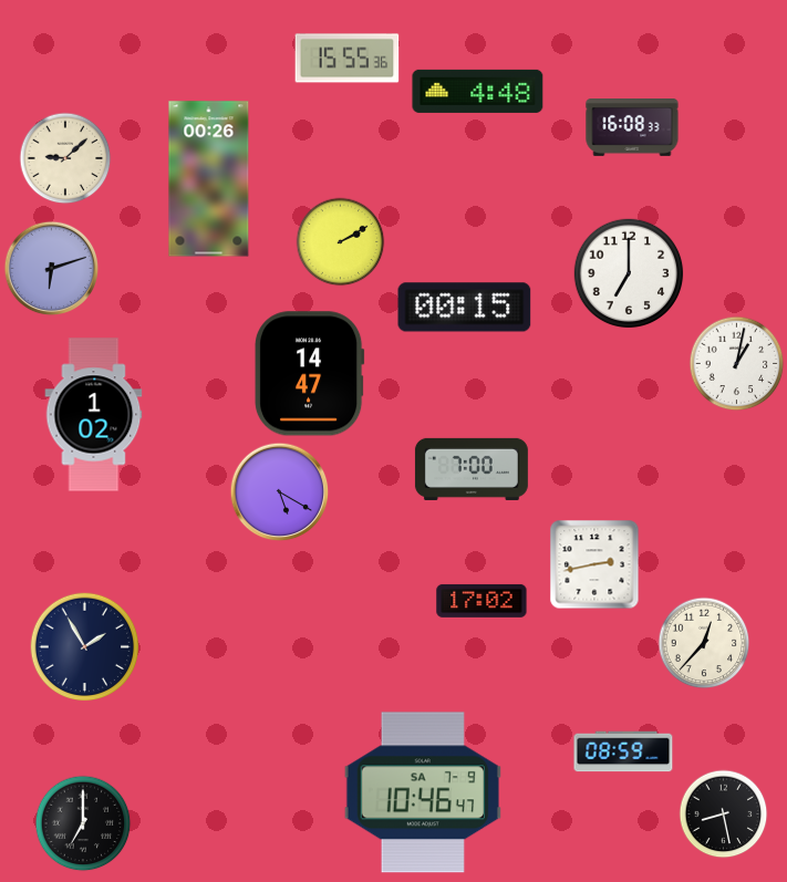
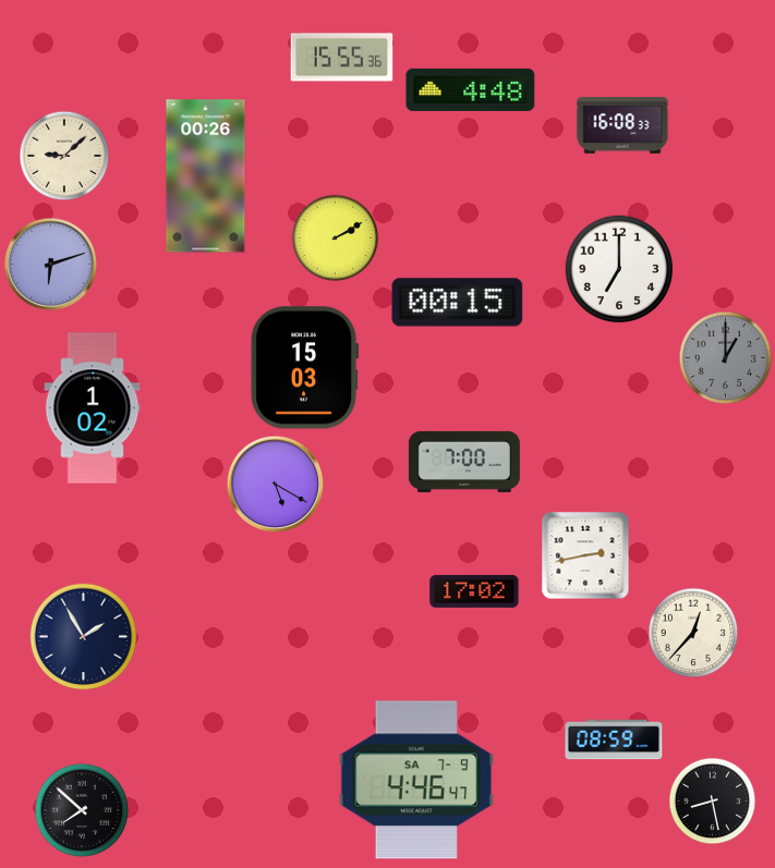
clock at (737, 364): 1:02 -> 1:00
clock at (737, 364) dial: white -> grey
clock at (309, 374): 14:47 -> 15:03
clock at (423, 792): 10:46 -> 4:46
clock at (83, 823): 7:00 -> 7:52
